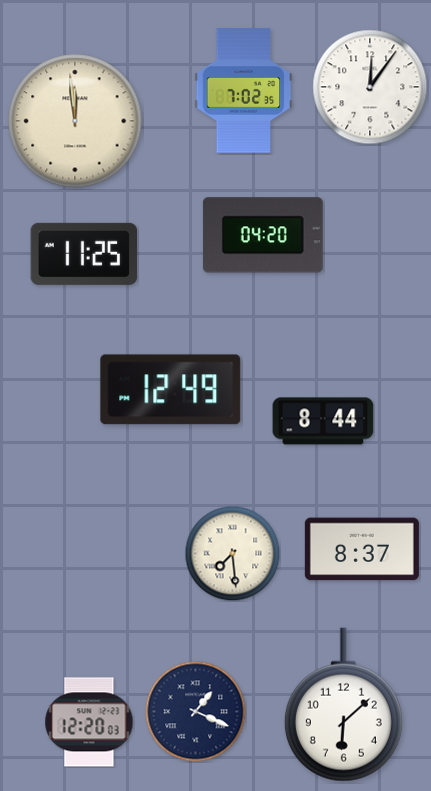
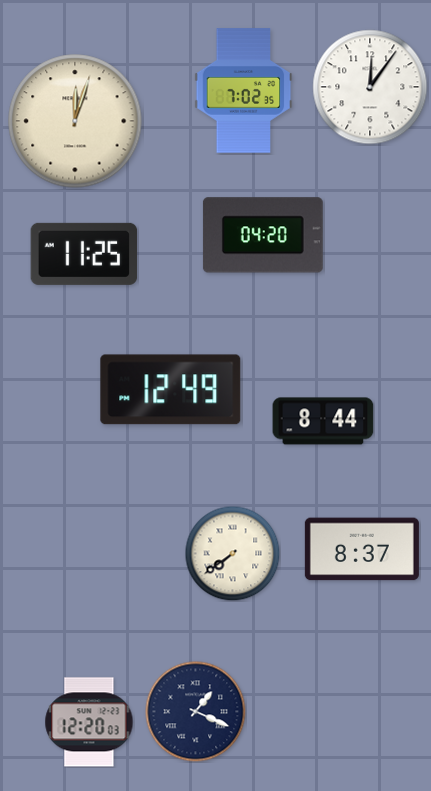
clock at (75, 121): 11:59 -> 12:03
clock at (232, 553): 7:29 -> 7:39
clock at (343, 705): 6:08 -> none
